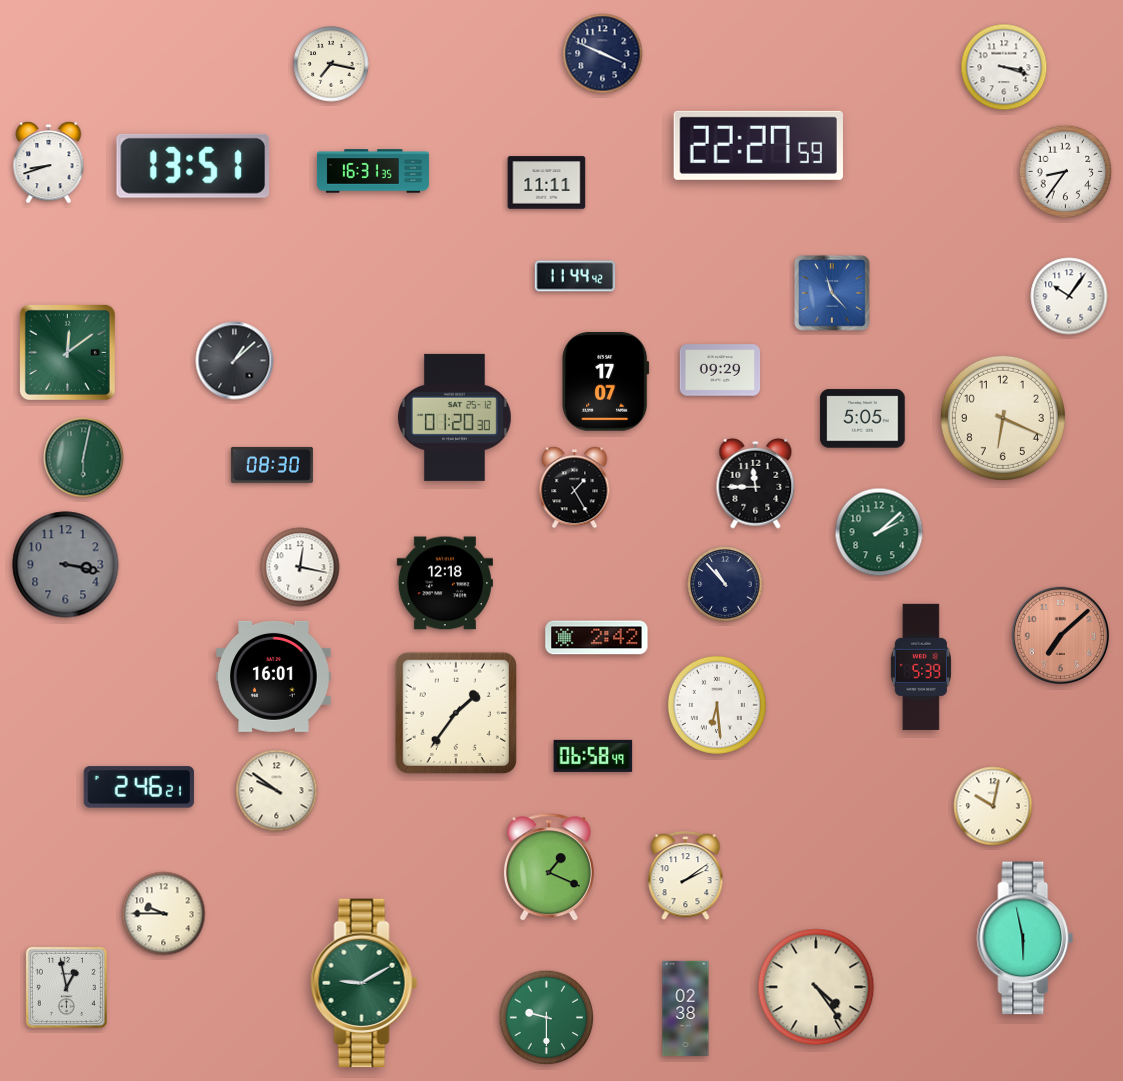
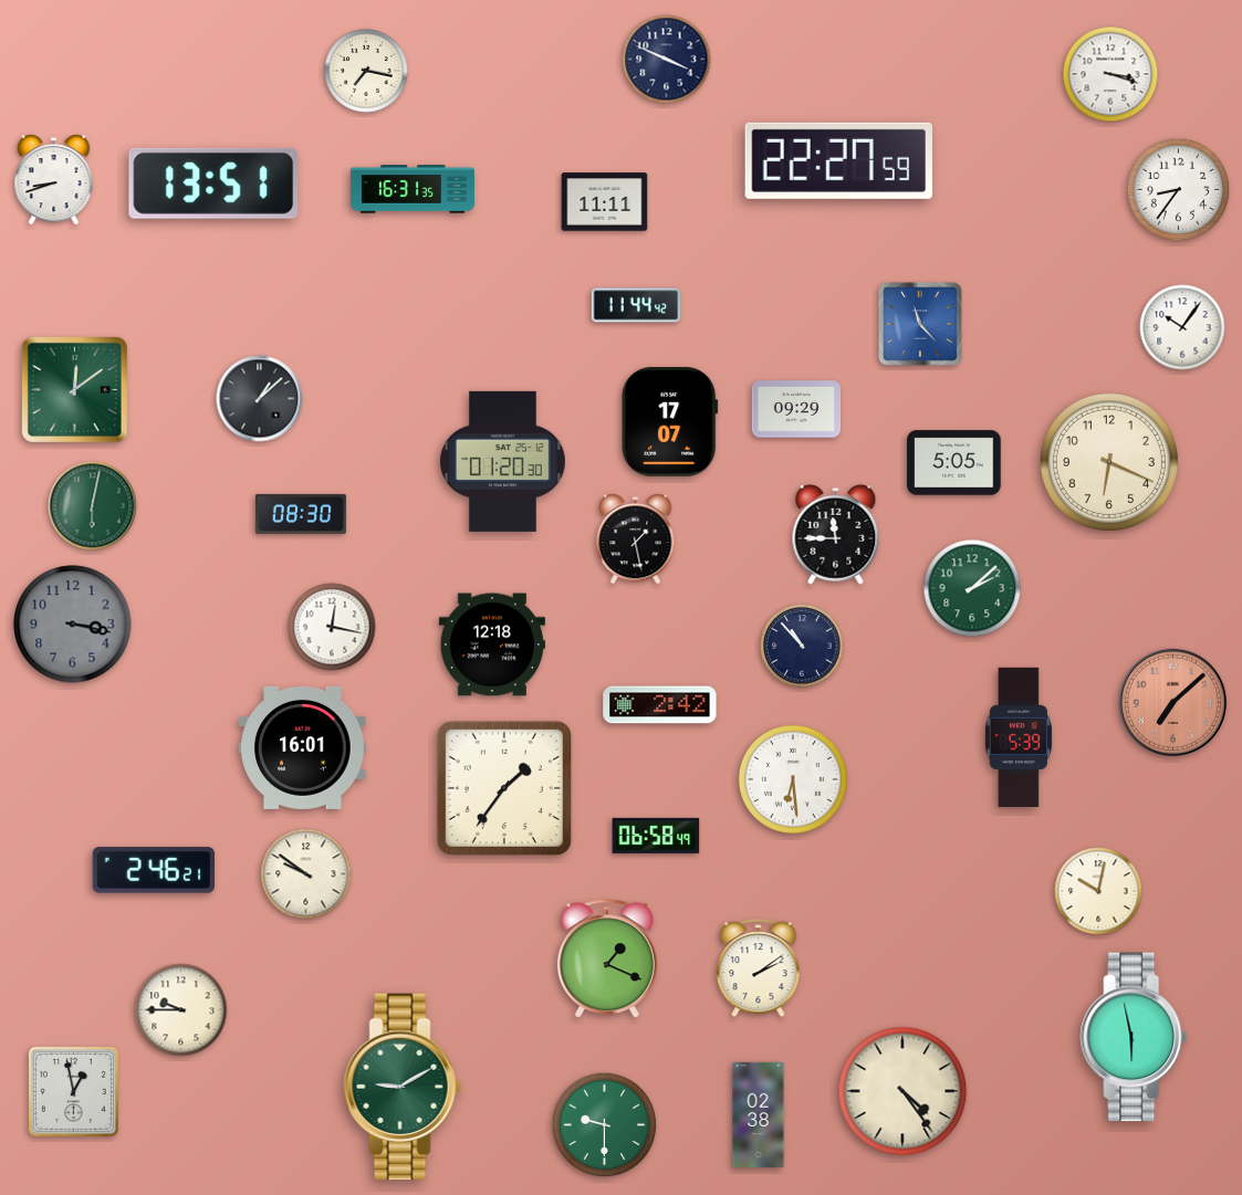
clock at (575, 488): 1:25 -> 1:28
